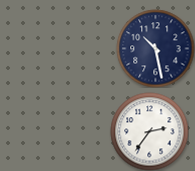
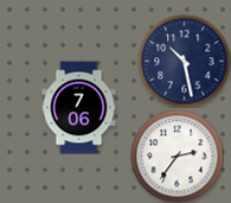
clock at (155, 48) position: (155, 48) -> (184, 61)
clock at (79, 107): none -> 7:06
